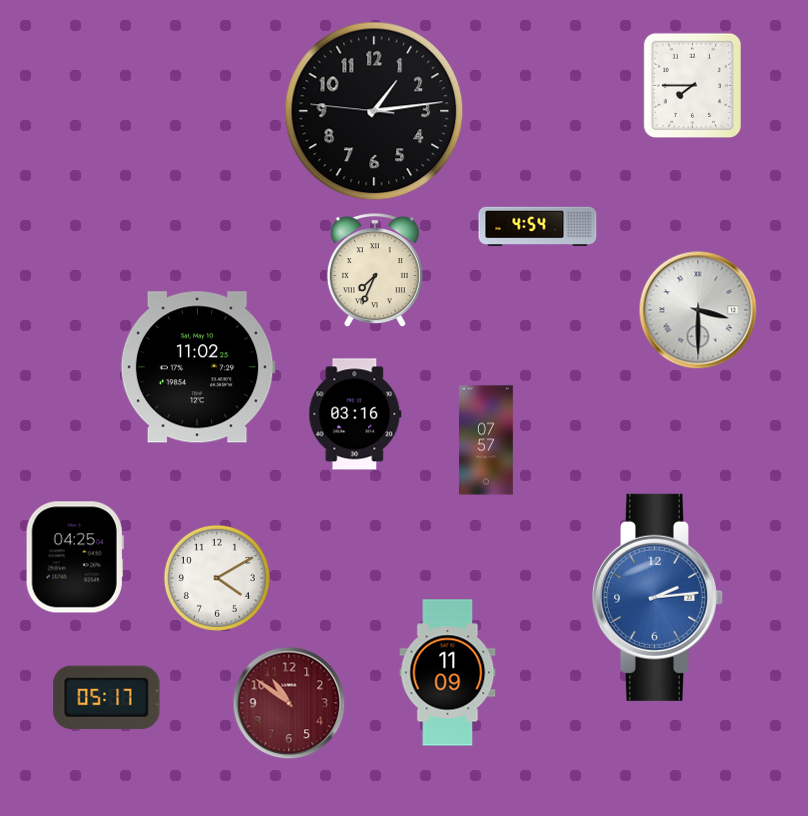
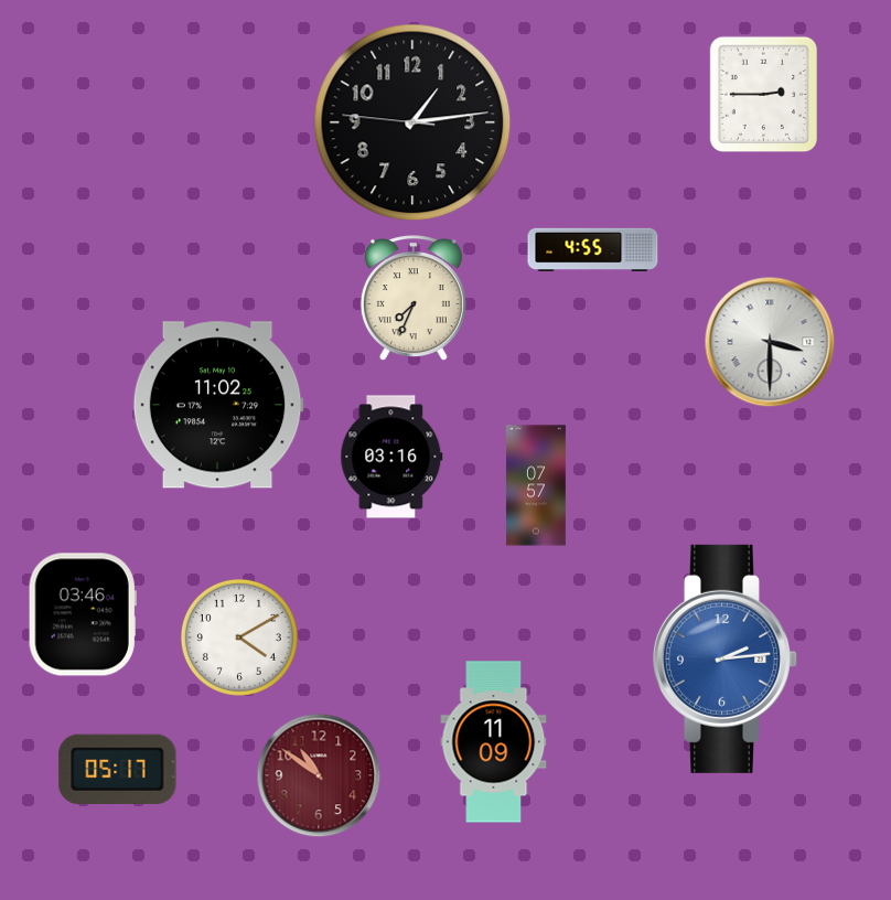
clock at (692, 86): 7:45 -> 2:45
clock at (538, 226): 4:54 -> 4:55
clock at (75, 557): 04:25 -> 03:46
